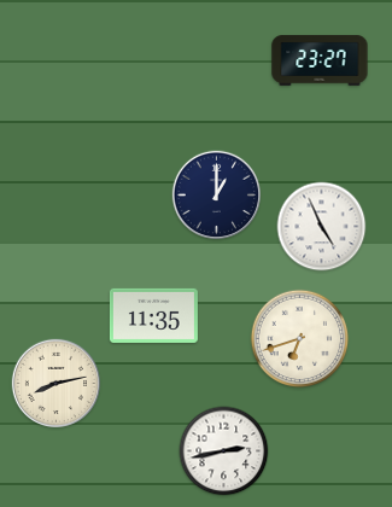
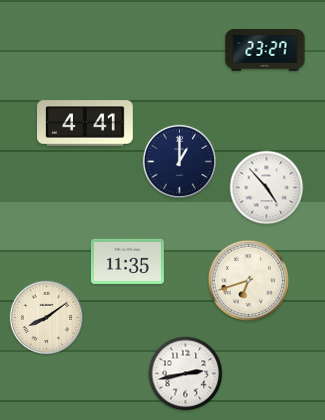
clock at (85, 123): none -> 4:41
clock at (322, 227): 4:56 -> 4:53
clock at (55, 383): 8:13 -> 8:09
